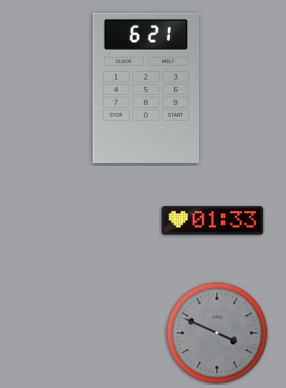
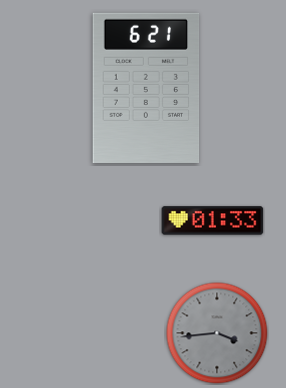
clock at (217, 333): 3:49 -> 3:44
